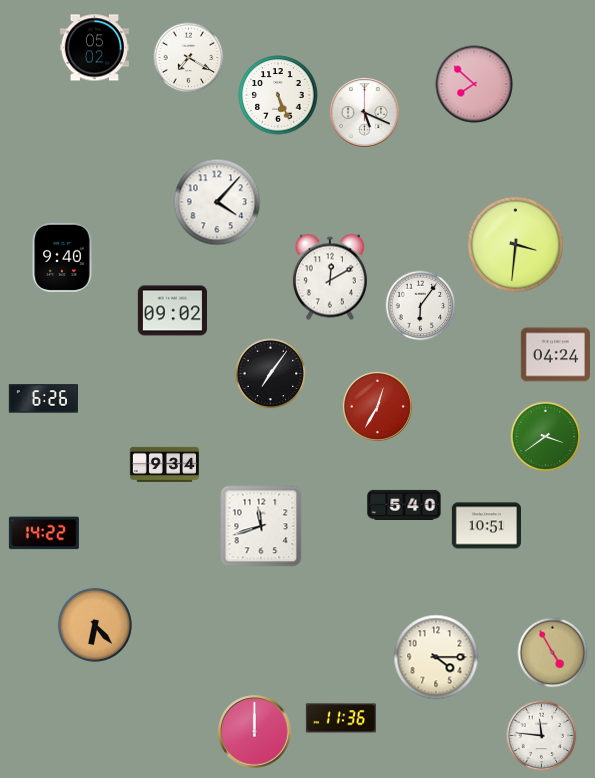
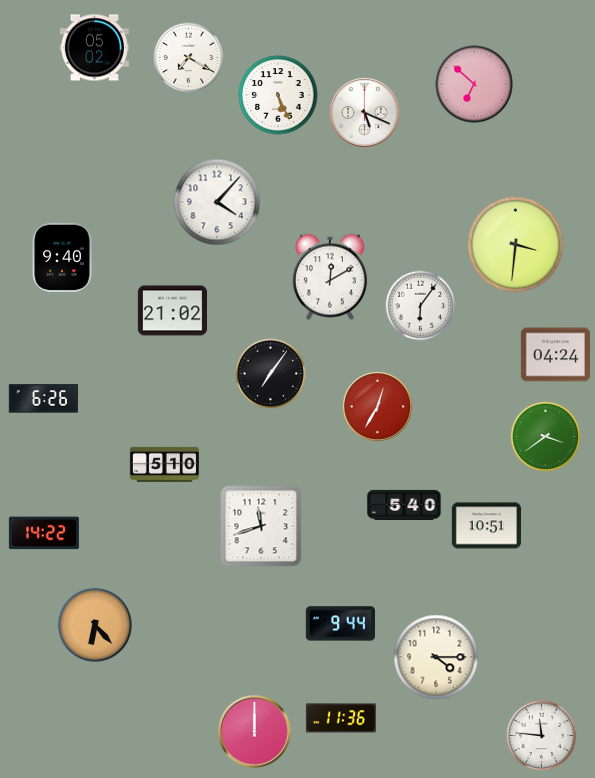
clock at (474, 84): 7:52 -> 6:52
clock at (172, 311): 09:02 -> 21:02
clock at (164, 464): 9:34 -> 5:10
clock at (340, 624): none -> 9:44
clock at (553, 653): 4:55 -> none
